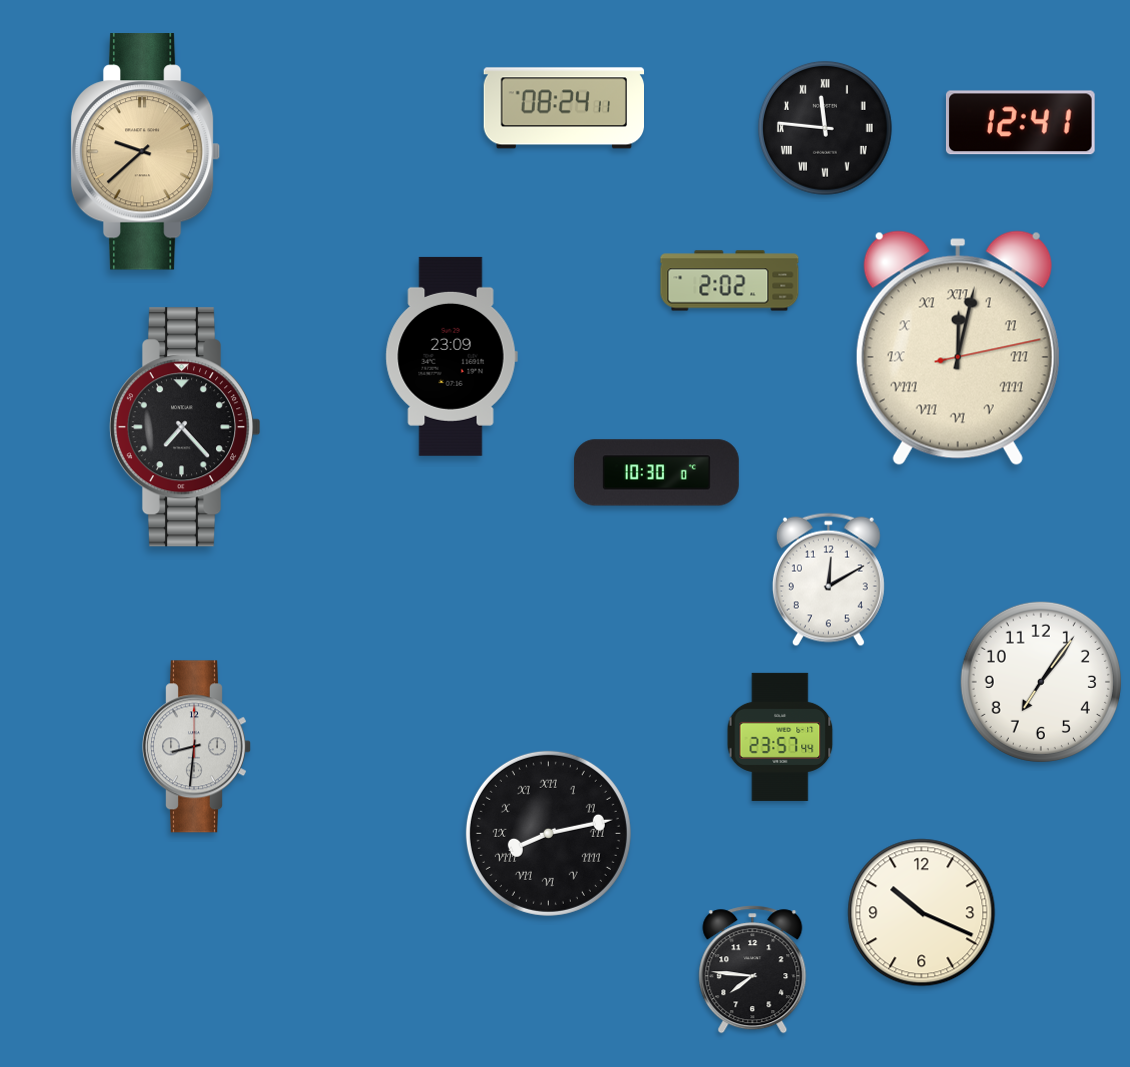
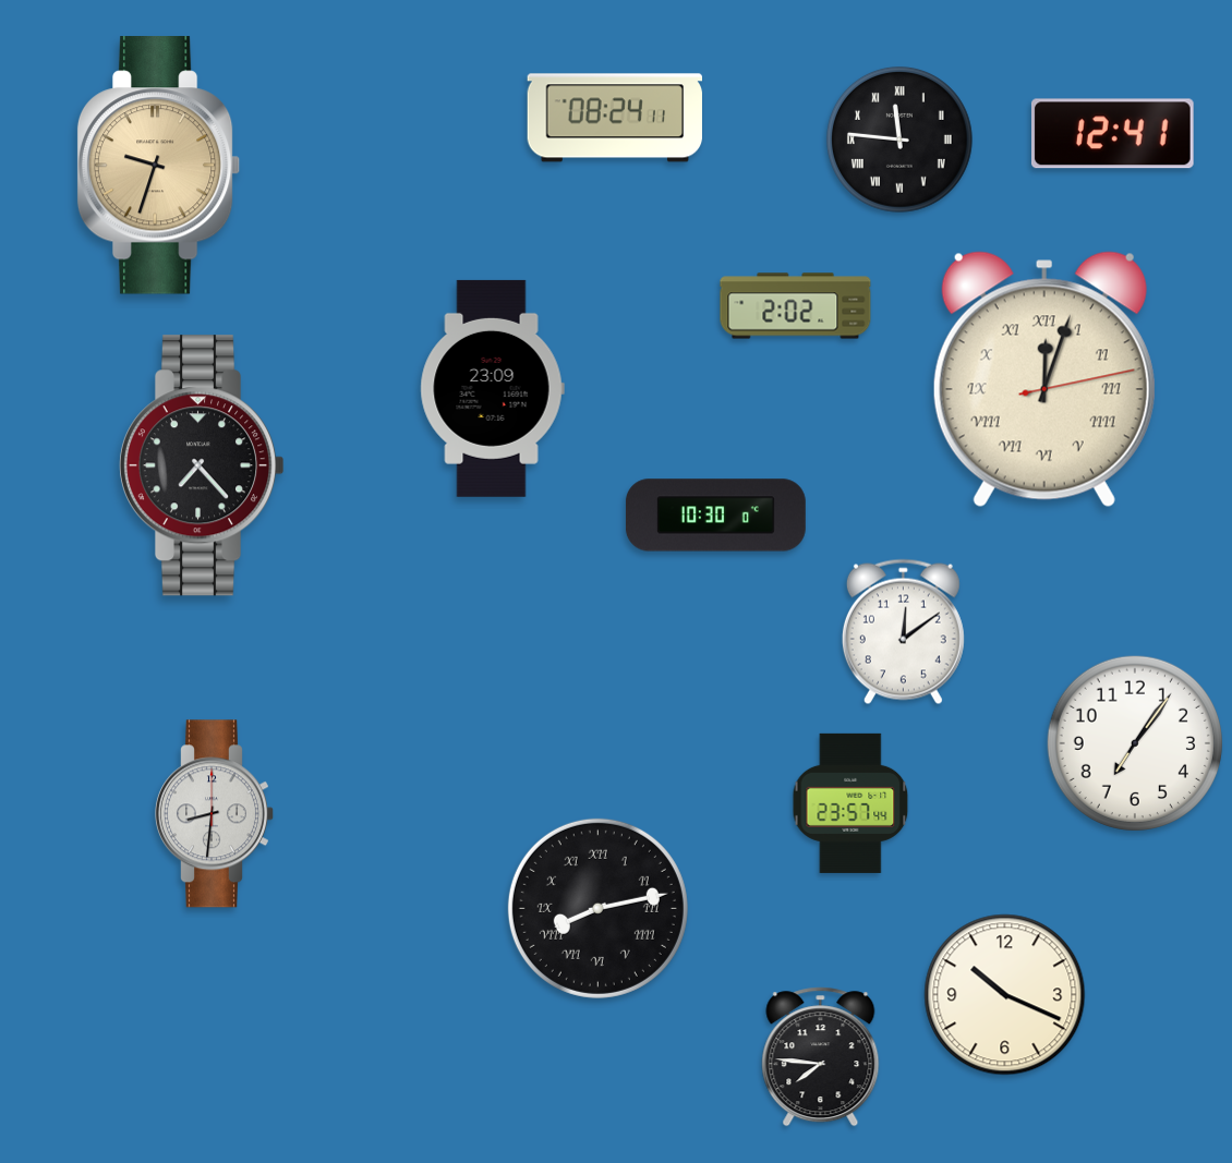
clock at (146, 152): 9:38 -> 9:33
clock at (958, 348): 12:02 -> 12:03
clock at (828, 580): 12:10 -> 12:09
